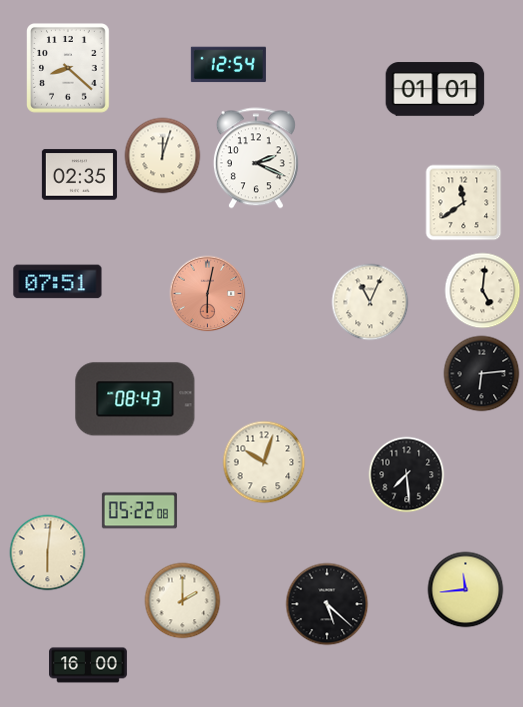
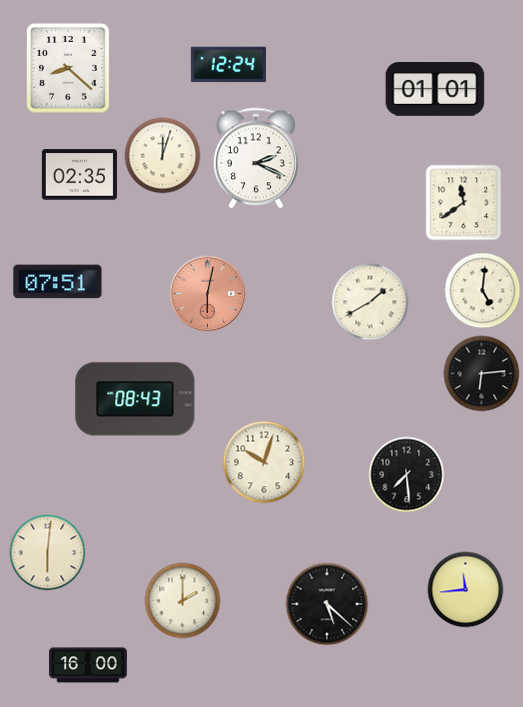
clock at (228, 65): 12:54 -> 12:24
clock at (370, 302): 11:04 -> 1:40
clock at (139, 511): 05:22 -> none
